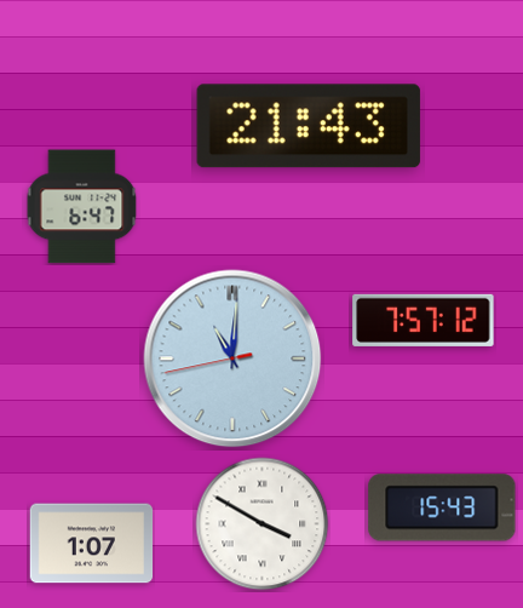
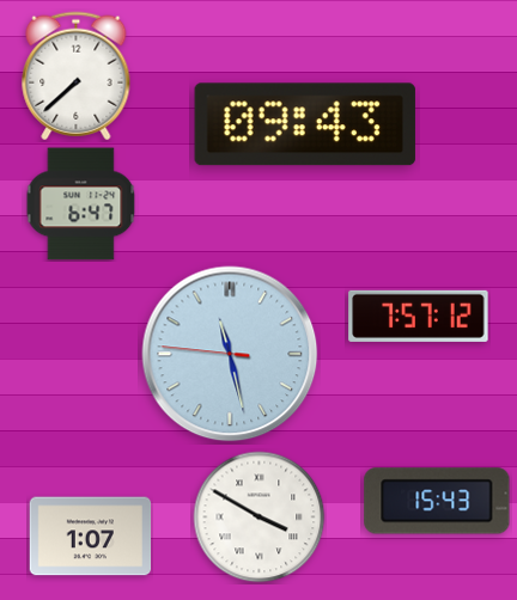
clock at (77, 76): none -> 7:38
clock at (309, 126): 21:43 -> 09:43
clock at (232, 359): 11:00 -> 11:27
